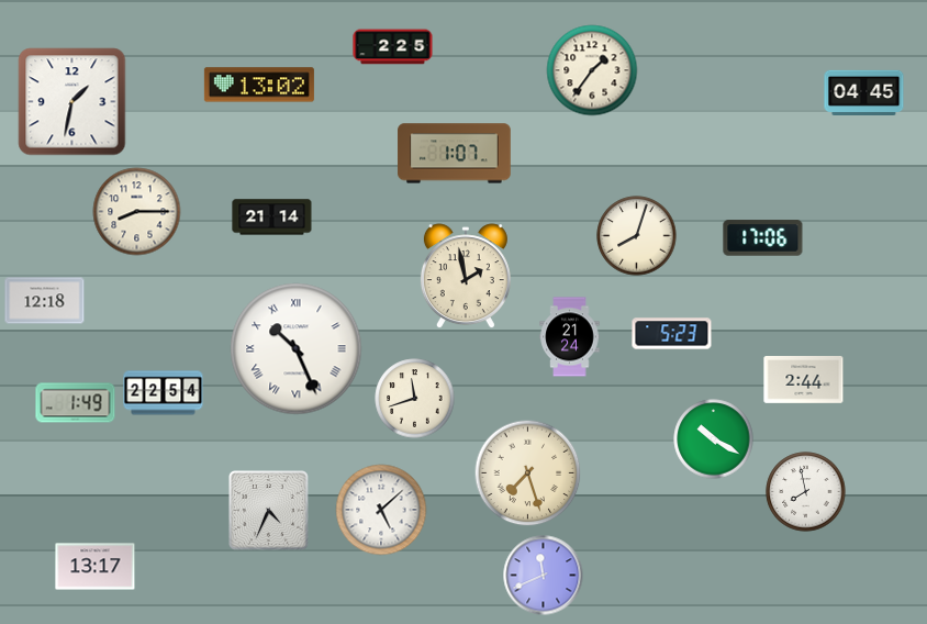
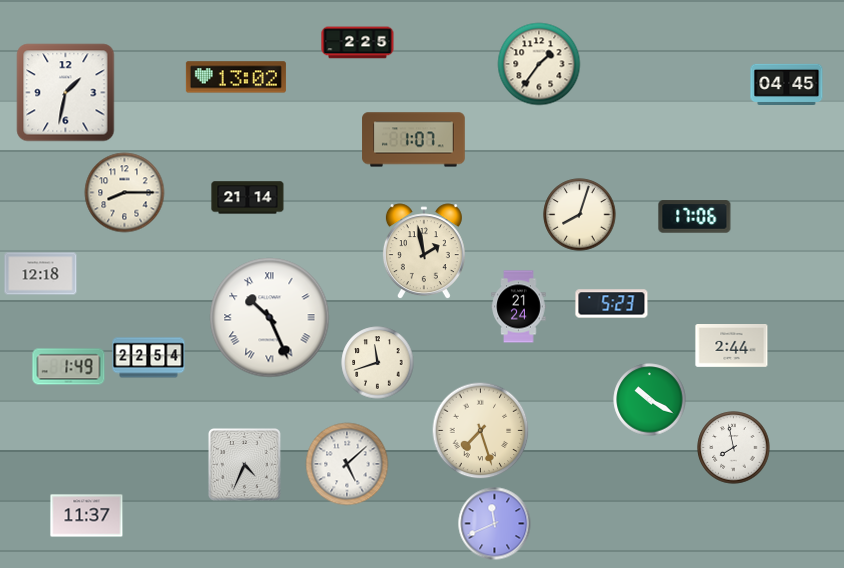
clock at (96, 567): 13:17 -> 11:37
